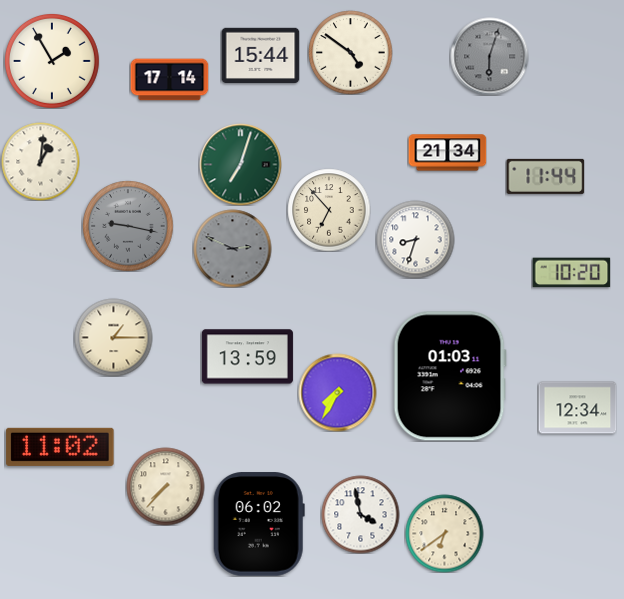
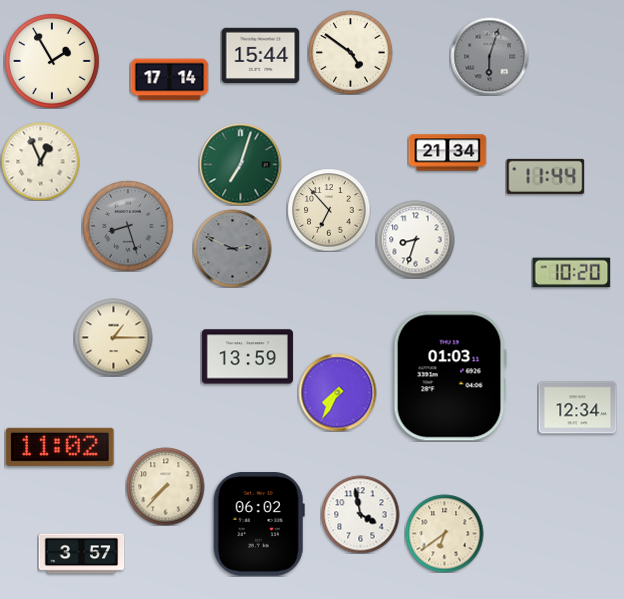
clock at (40, 161): 1:01 -> 12:56
clock at (128, 226): 9:17 -> 8:27
clock at (81, 554): none -> 3:57
